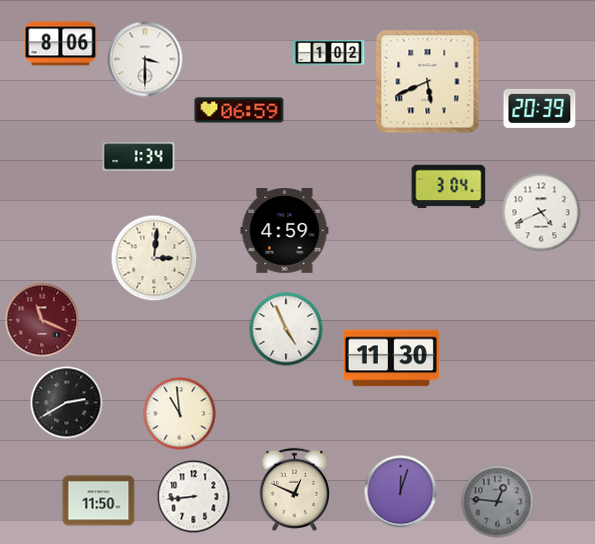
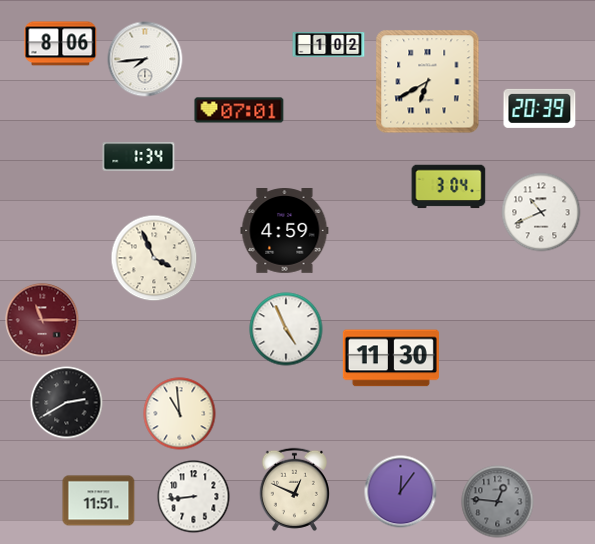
clock at (329, 52) position: (329, 52) -> (329, 44)
clock at (145, 59): 3:30 -> 7:44
clock at (428, 82): 5:41 -> 6:40
clock at (239, 110): 06:59 -> 07:01
clock at (541, 212): 4:41 -> 10:41
clock at (154, 258): 3:01 -> 3:56
clock at (42, 320): 11:19 -> 11:15
clock at (401, 492): 12:03 -> 12:06
clock at (99, 501): 11:50 -> 11:51
